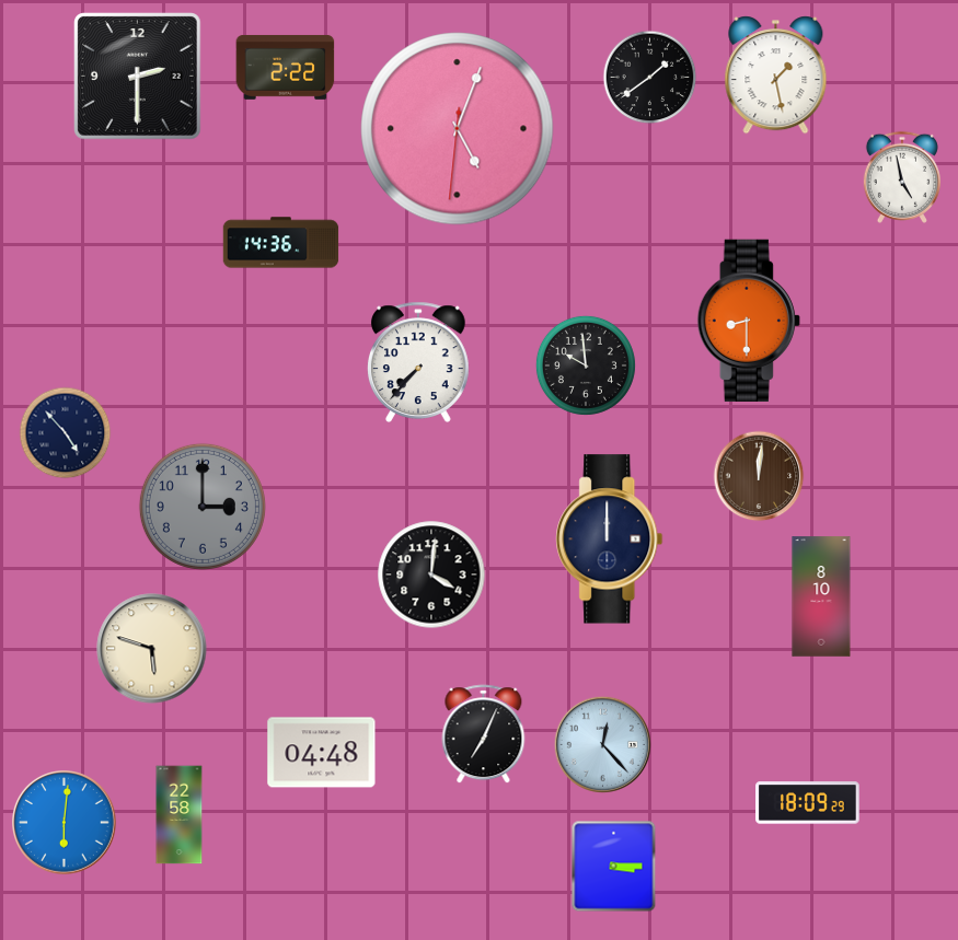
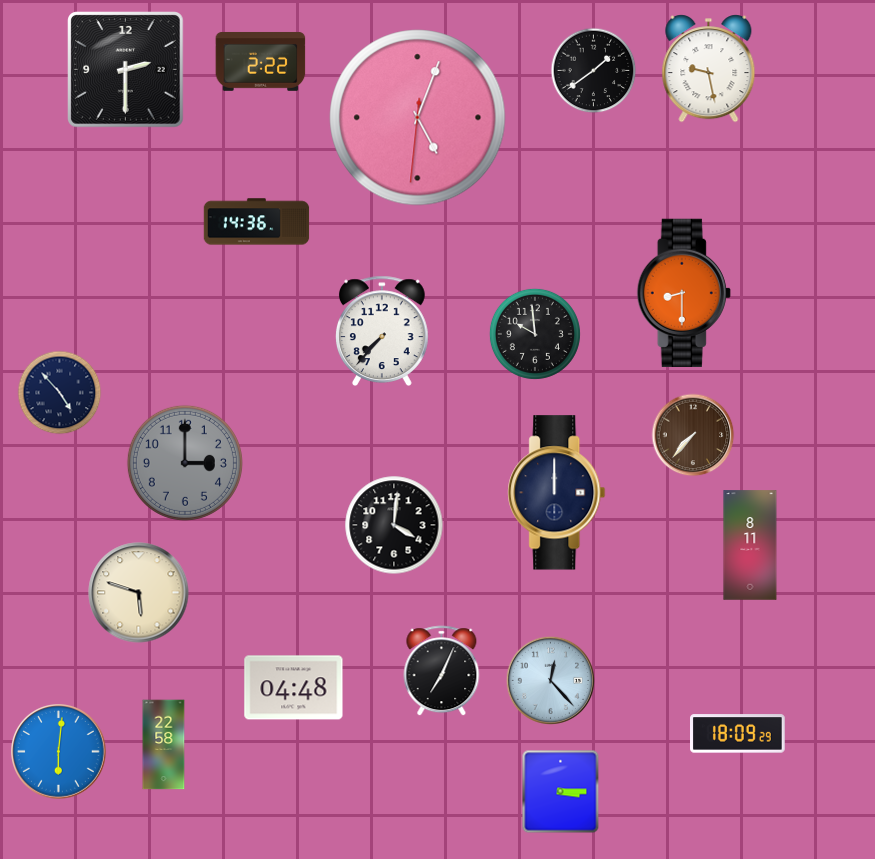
clock at (776, 76): 1:28 -> 9:28
clock at (902, 177): 4:58 -> none
clock at (66, 433) position: (66, 433) -> (60, 393)
clock at (759, 476): 12:01 -> 7:37
clock at (821, 596): 8:10 -> 8:11
